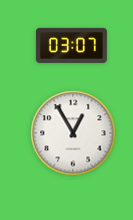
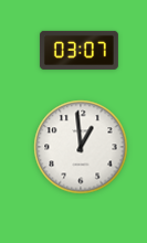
clock at (73, 133): 12:55 -> 12:59
